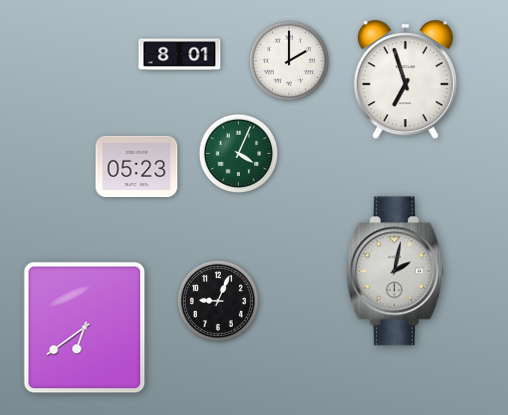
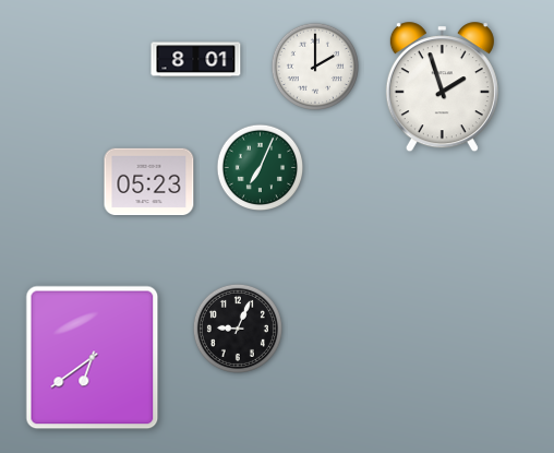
clock at (405, 80): 6:57 -> 1:57
clock at (239, 154): 4:04 -> 7:04
clock at (395, 271): 2:02 -> none
